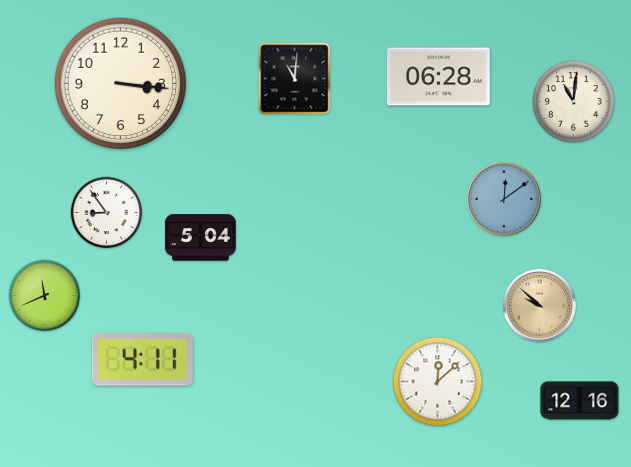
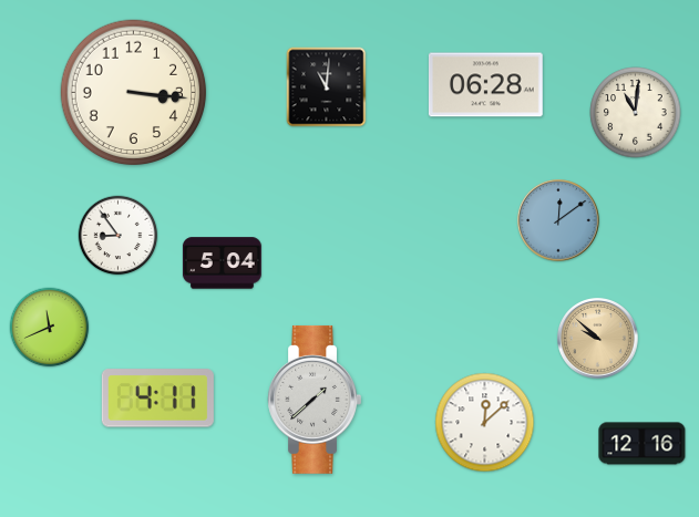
clock at (315, 400): none -> 1:38
